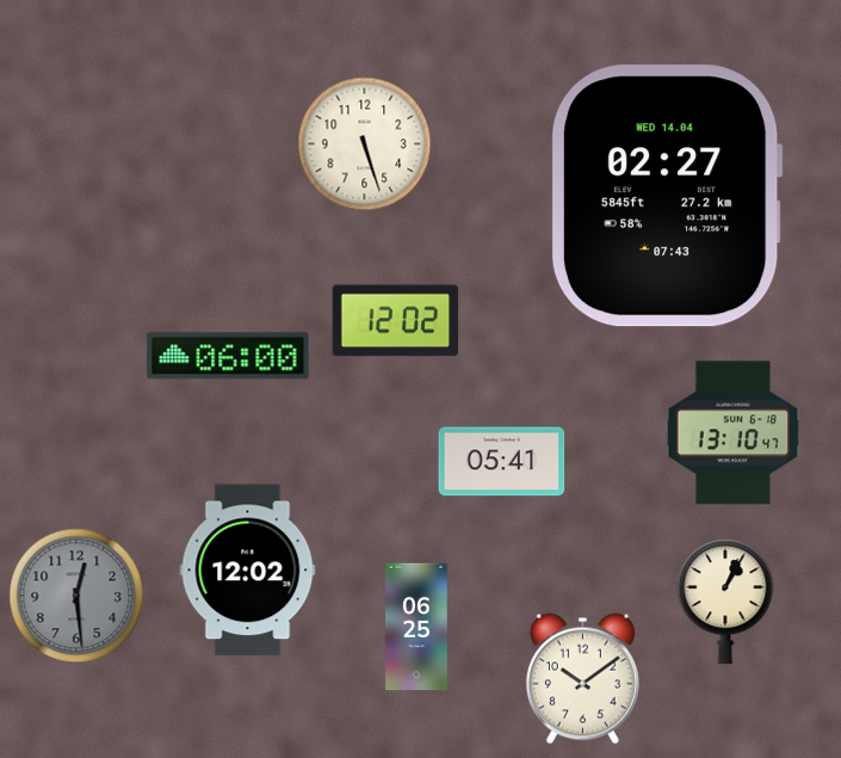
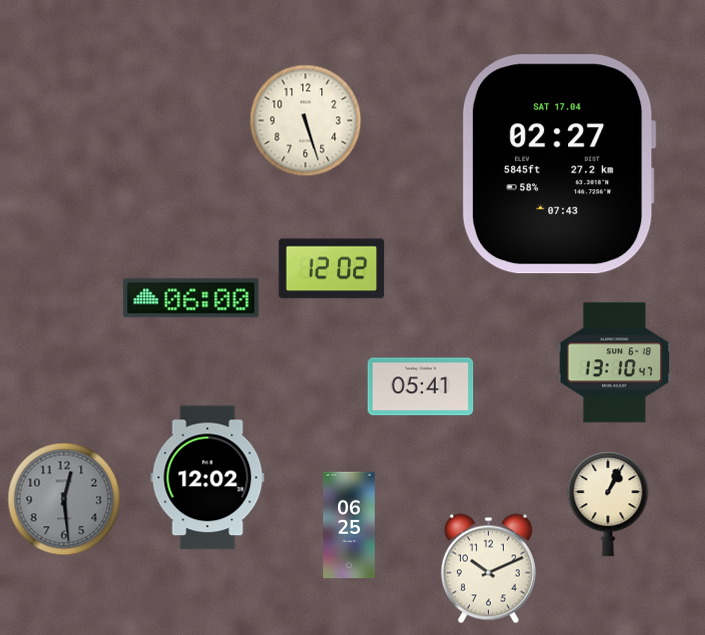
clock at (667, 196) date: WED 14.04 -> SAT 17.04
clock at (582, 679): 10:09 -> 10:11
